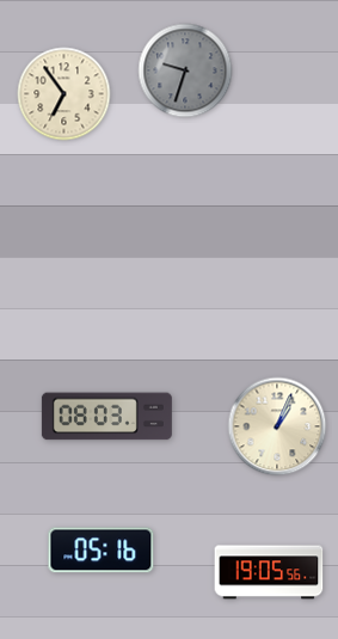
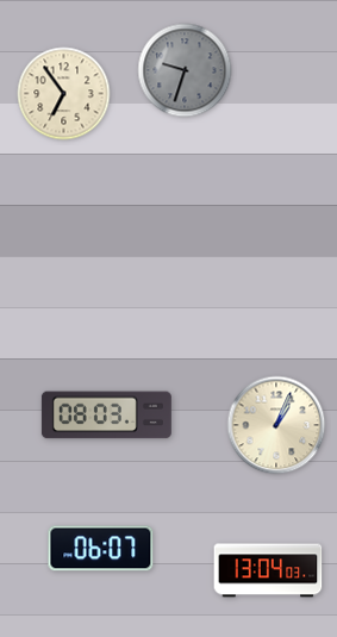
clock at (102, 551): 05:16 -> 06:07
clock at (269, 572): 19:05 -> 13:04
